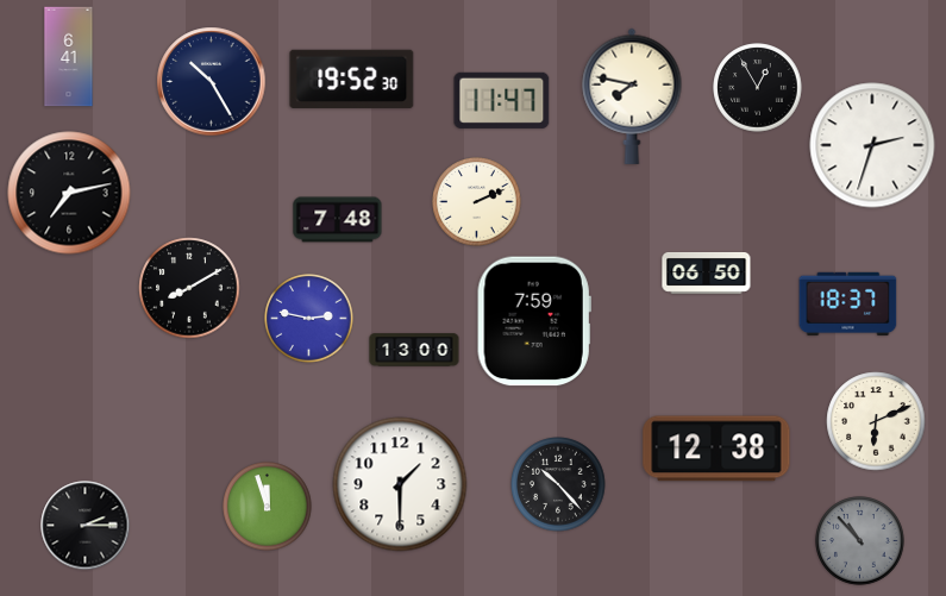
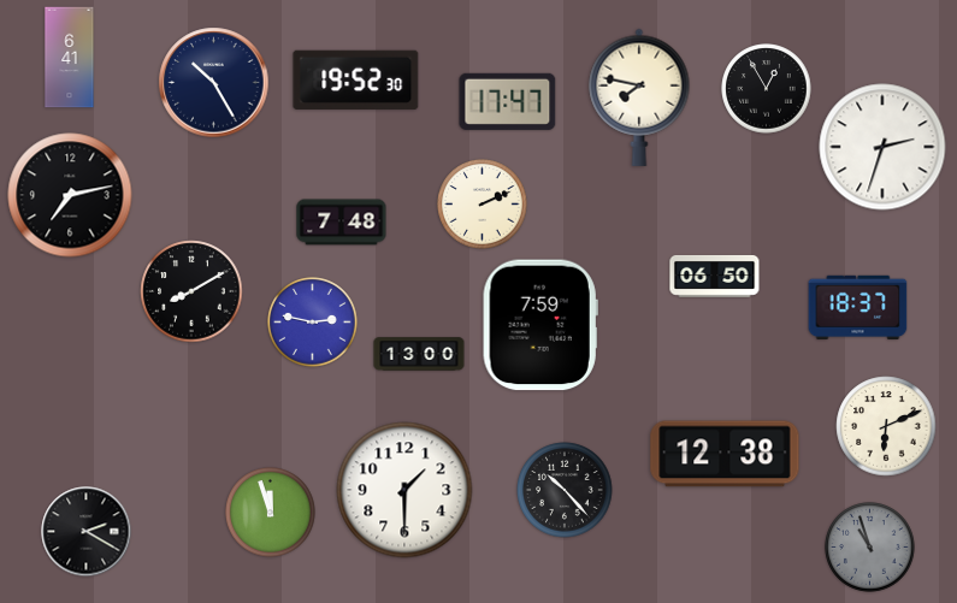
clock at (502, 100): 11:47 -> 17:47
clock at (86, 526): 2:15 -> 2:20
clock at (860, 541): 10:53 -> 10:57
